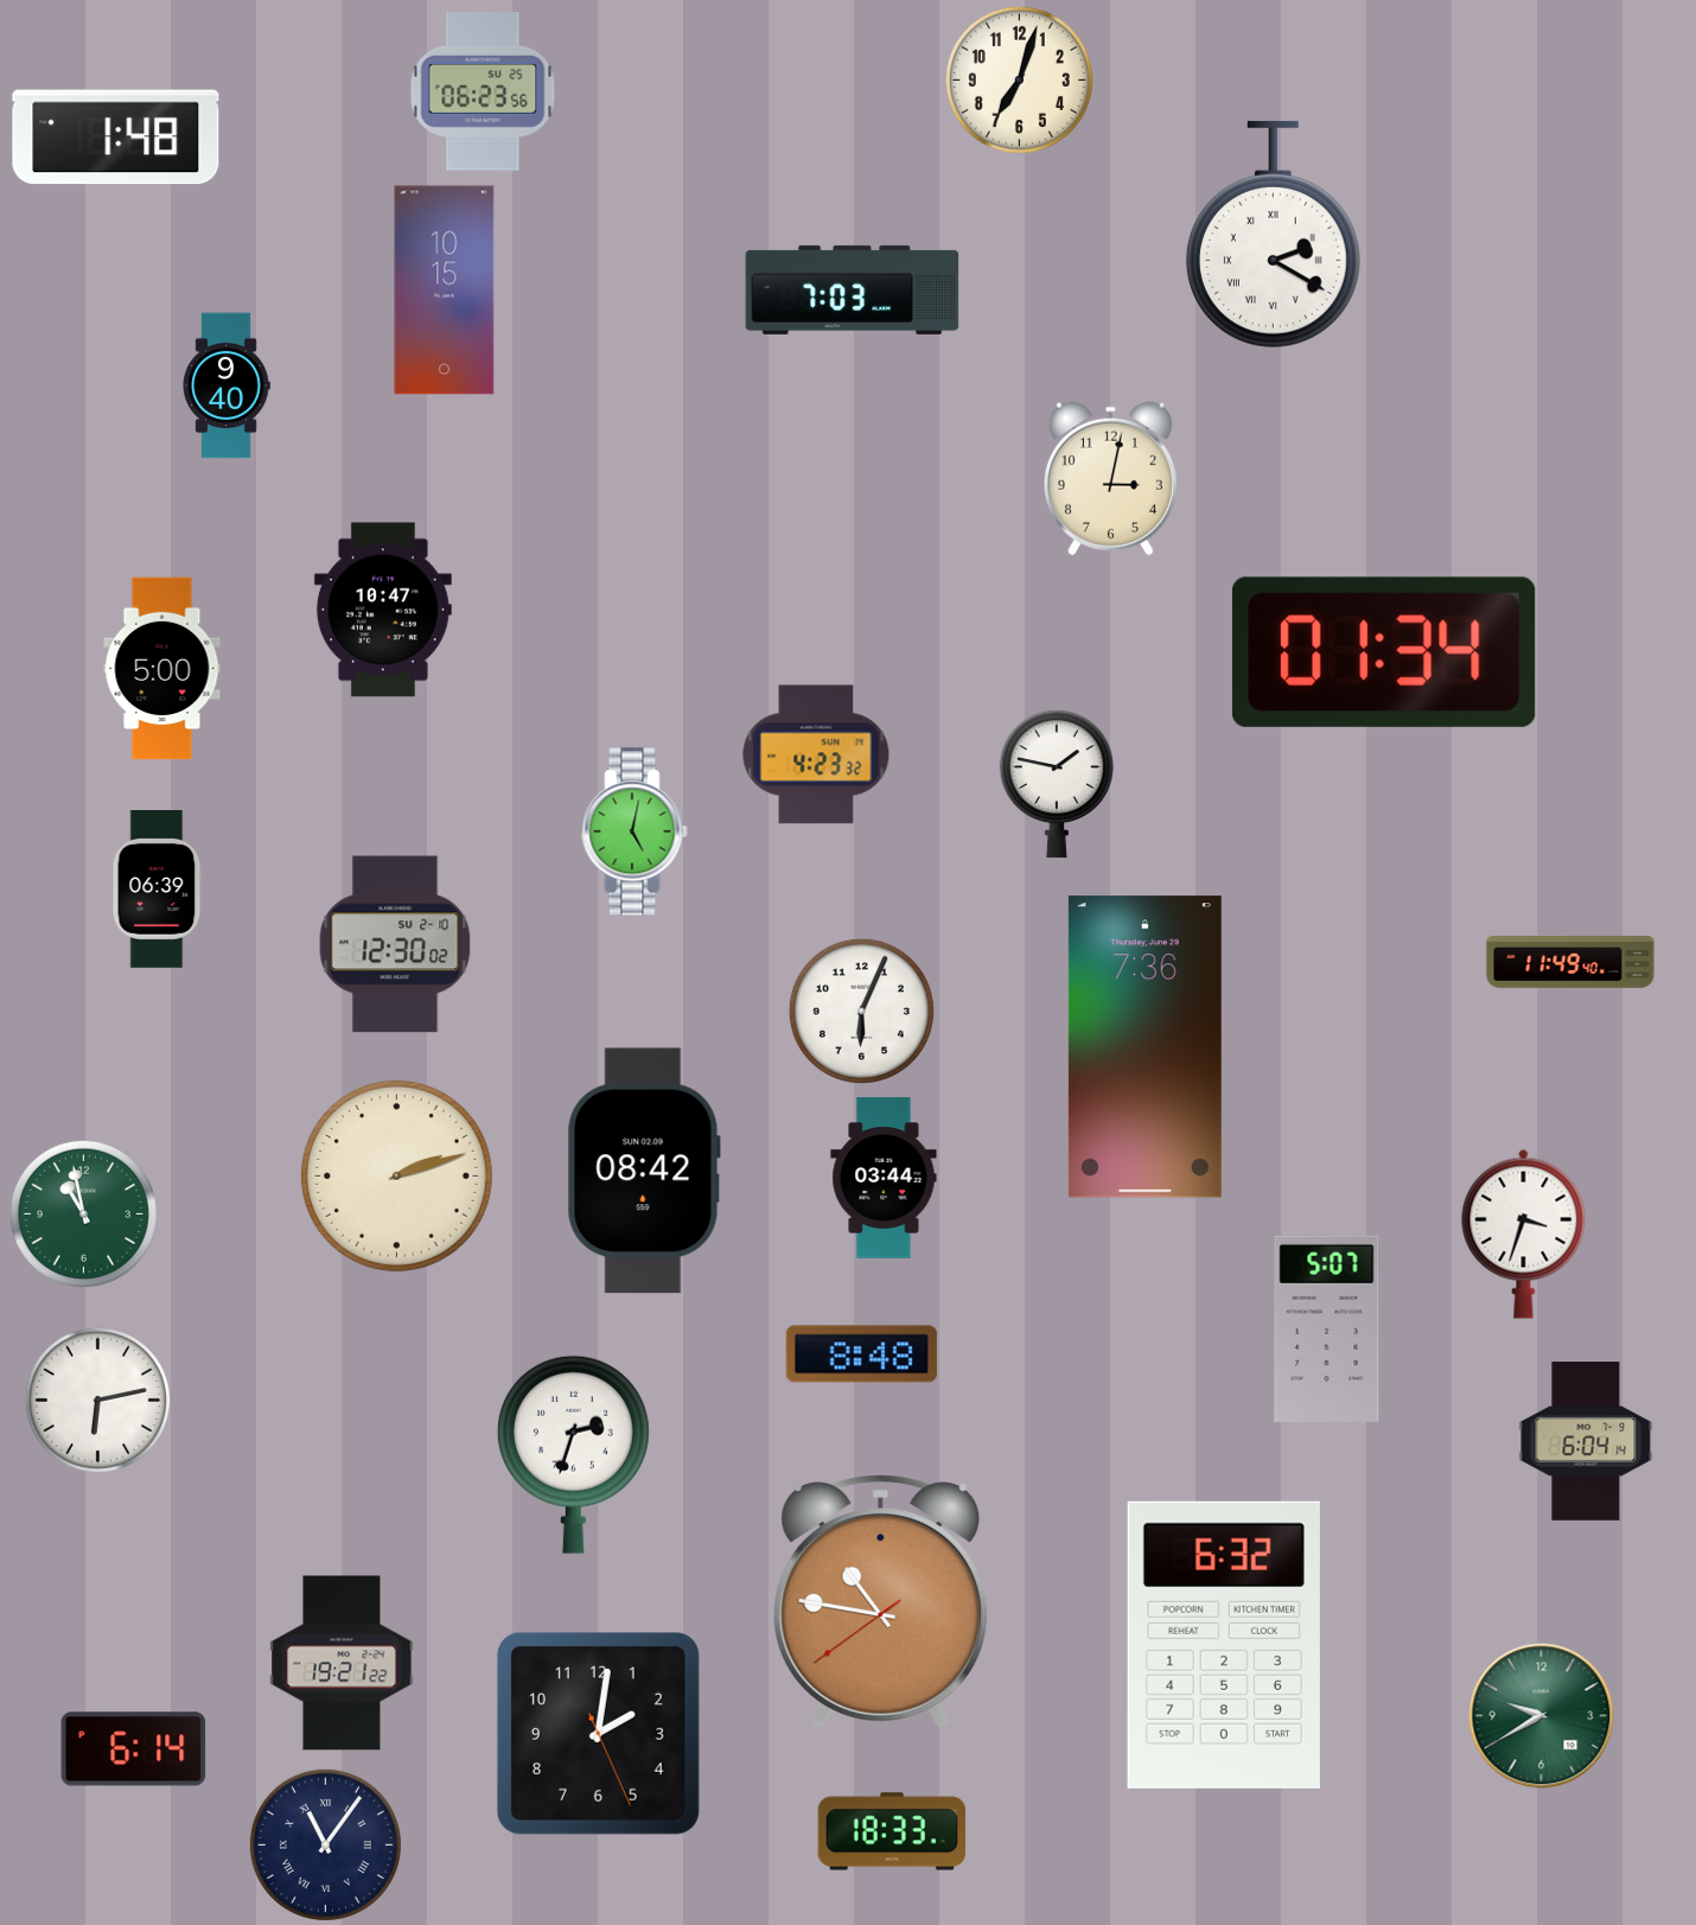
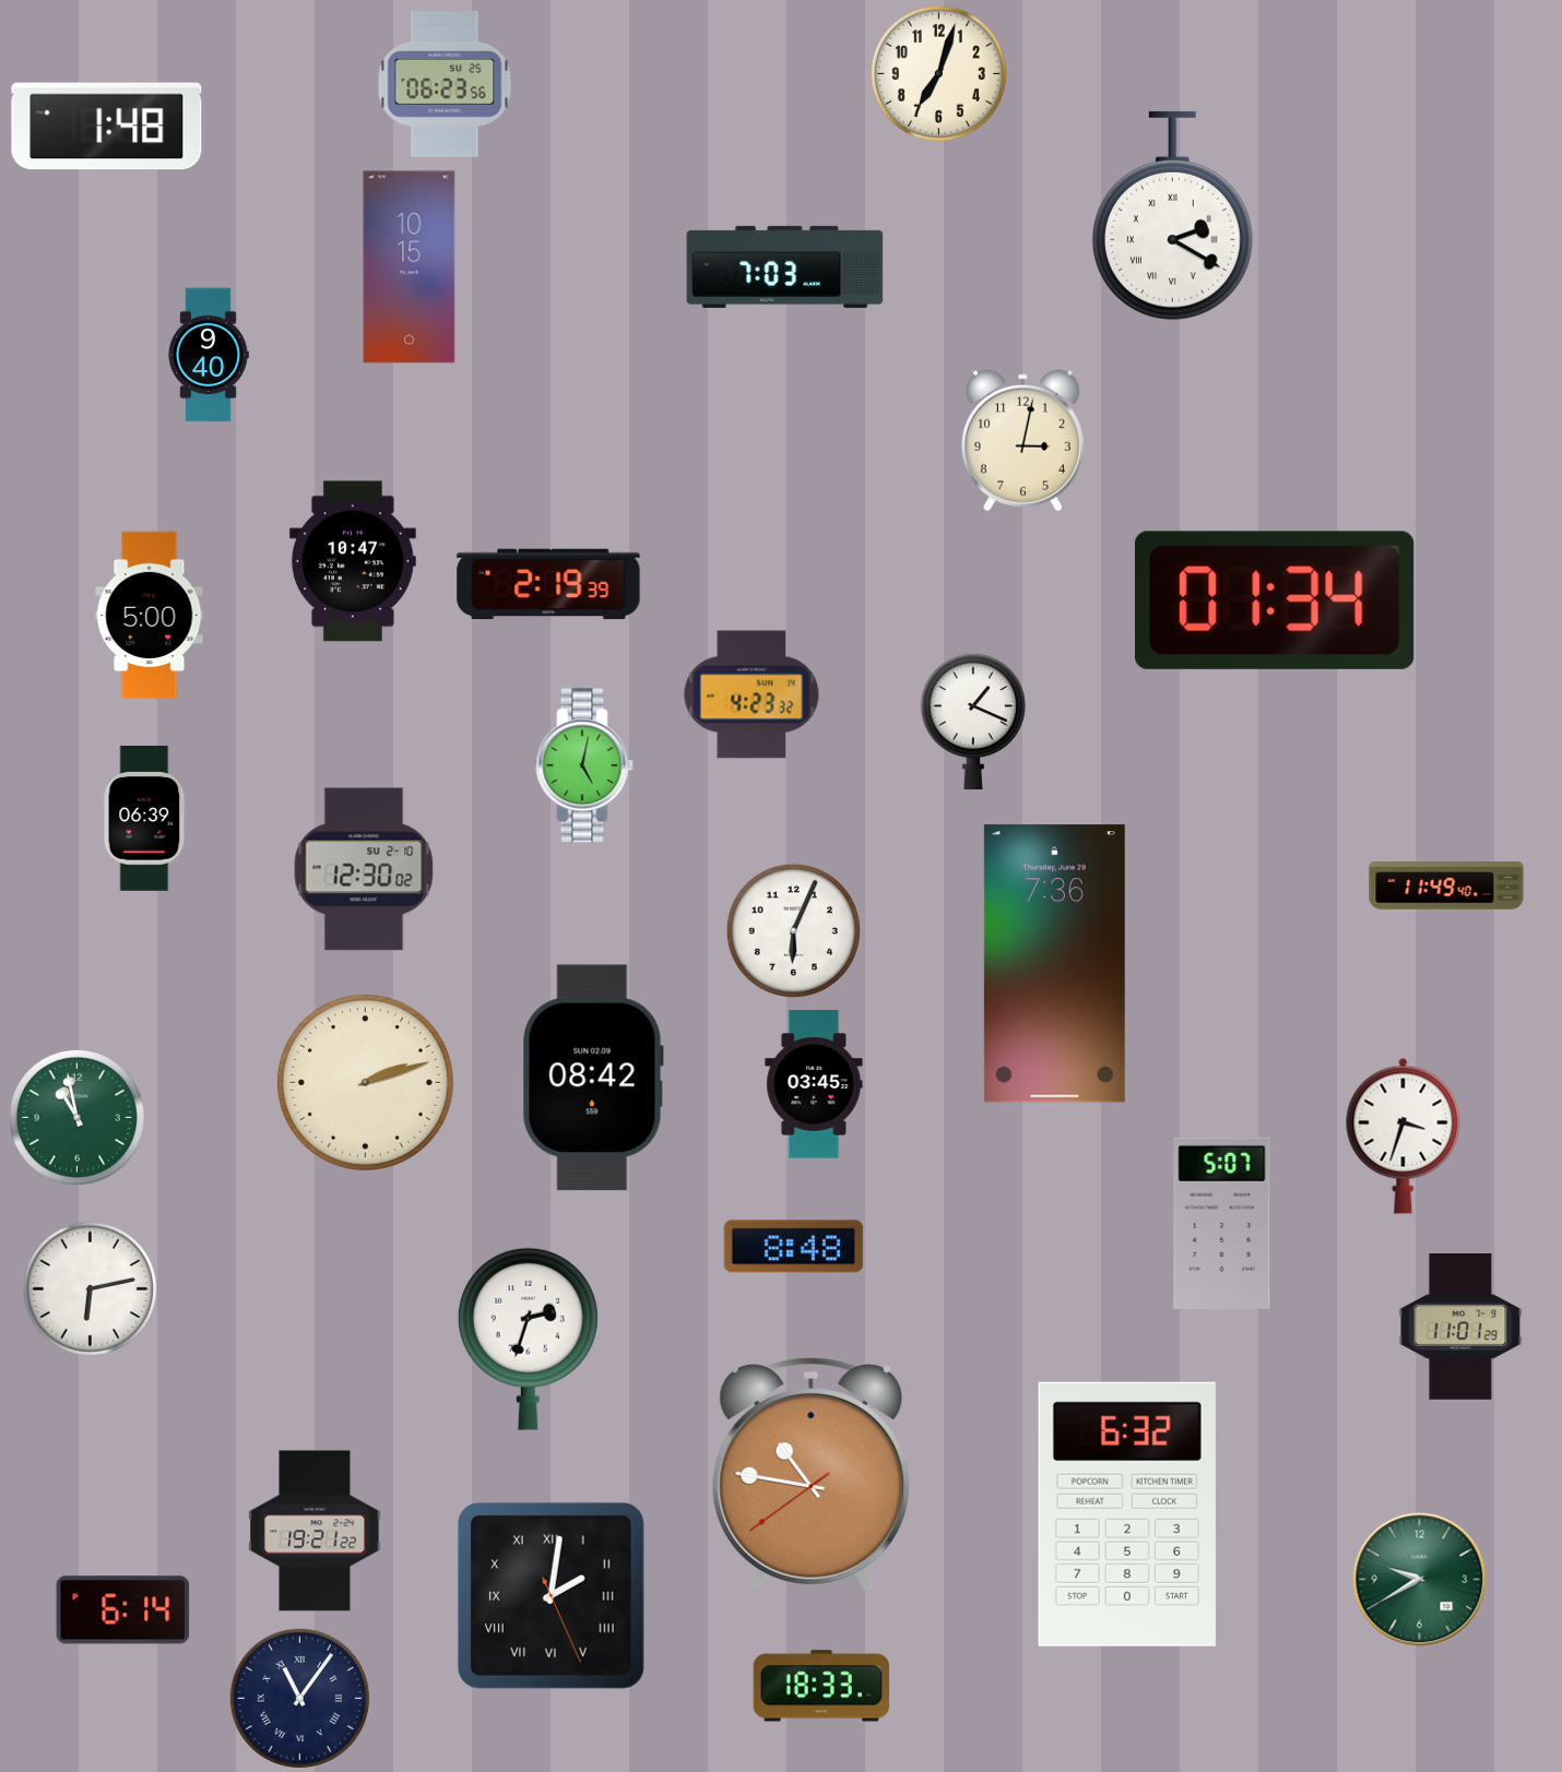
clock at (548, 584): none -> 2:19
clock at (1057, 784): 1:47 -> 1:19
clock at (884, 1178): 03:44 -> 03:45
clock at (1586, 1441): 6:04 -> 11:01
clock at (598, 1733) numerals: Arabic -> Roman
